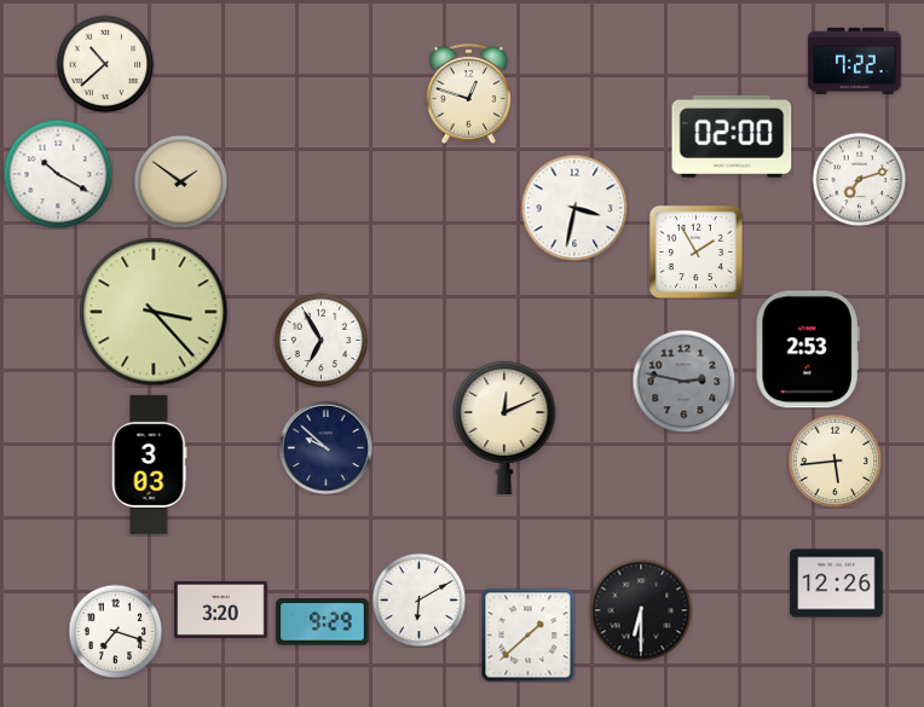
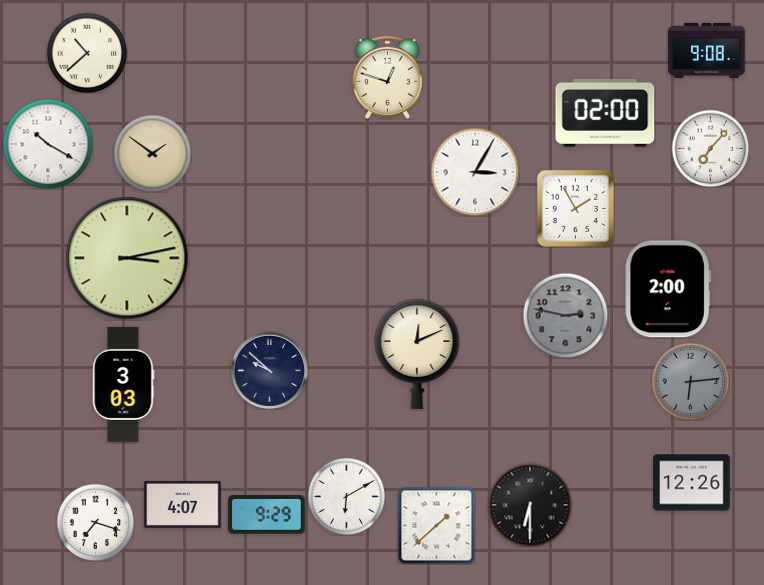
clock at (855, 60): 7:22 -> 9:08
clock at (859, 179): 7:12 -> 7:07
clock at (180, 181) position: (180, 181) -> (152, 153)
clock at (574, 208): 3:32 -> 3:05
clock at (154, 312): 3:23 -> 3:13
clock at (320, 340): 6:55 -> none
clock at (808, 349): 2:53 -> 2:00
clock at (835, 460): 5:44 -> 6:14
clock at (835, 460) dial: cream -> grey
clock at (221, 609): 3:20 -> 4:07
